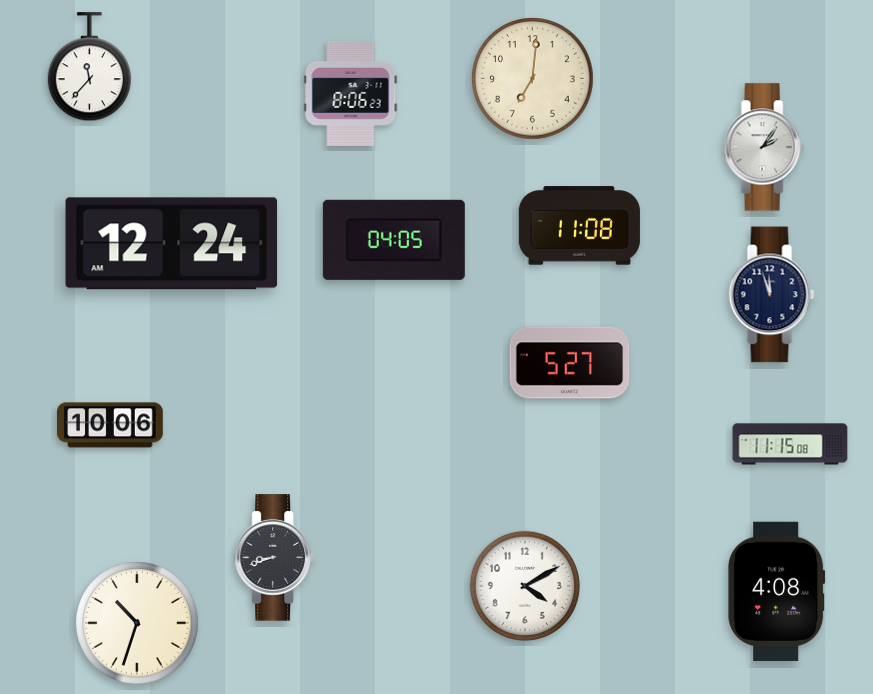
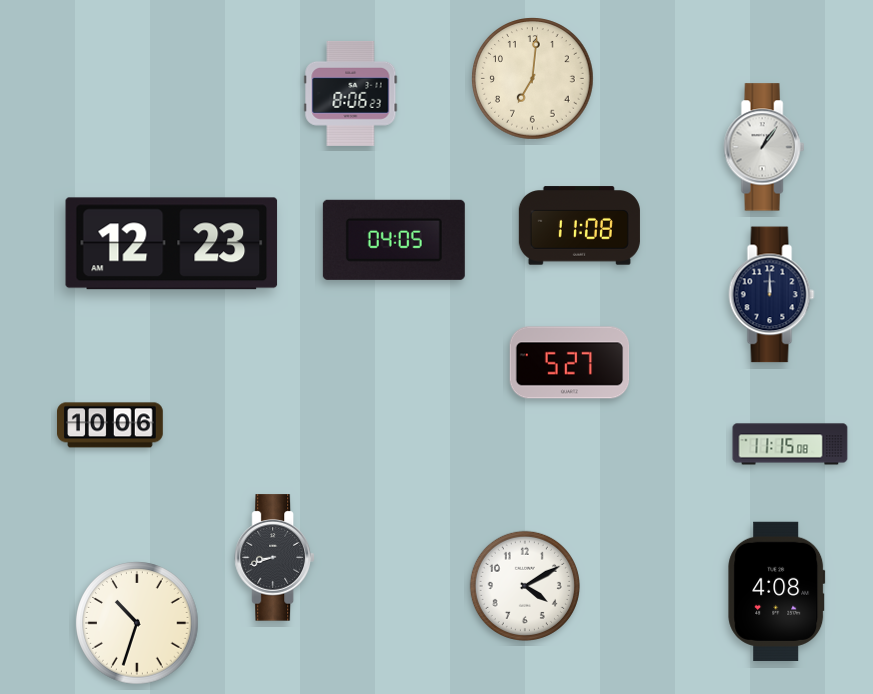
clock at (89, 67): 11:37 -> none
clock at (764, 147): 2:06 -> 1:06
clock at (172, 244): 12:24 -> 12:23
clock at (772, 295): 11:57 -> 12:00
